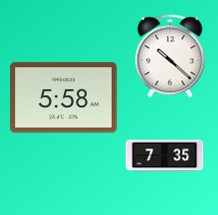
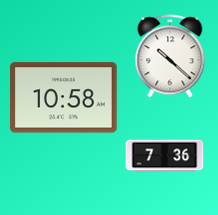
clock at (64, 98): 5:58 -> 10:58
clock at (164, 156): 7:35 -> 7:36
